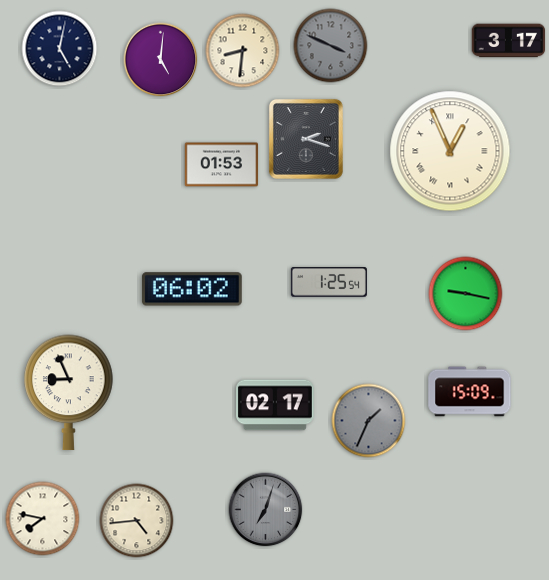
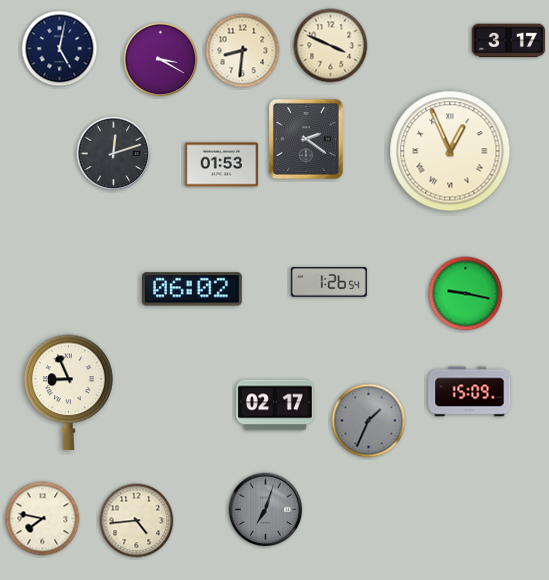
clock at (331, 46) dial: grey -> cream
clock at (161, 60): 5:01 -> 3:20
clock at (306, 139): 2:18 -> 2:21
clock at (114, 154): none -> 12:12
clock at (329, 282): 1:25 -> 1:26
